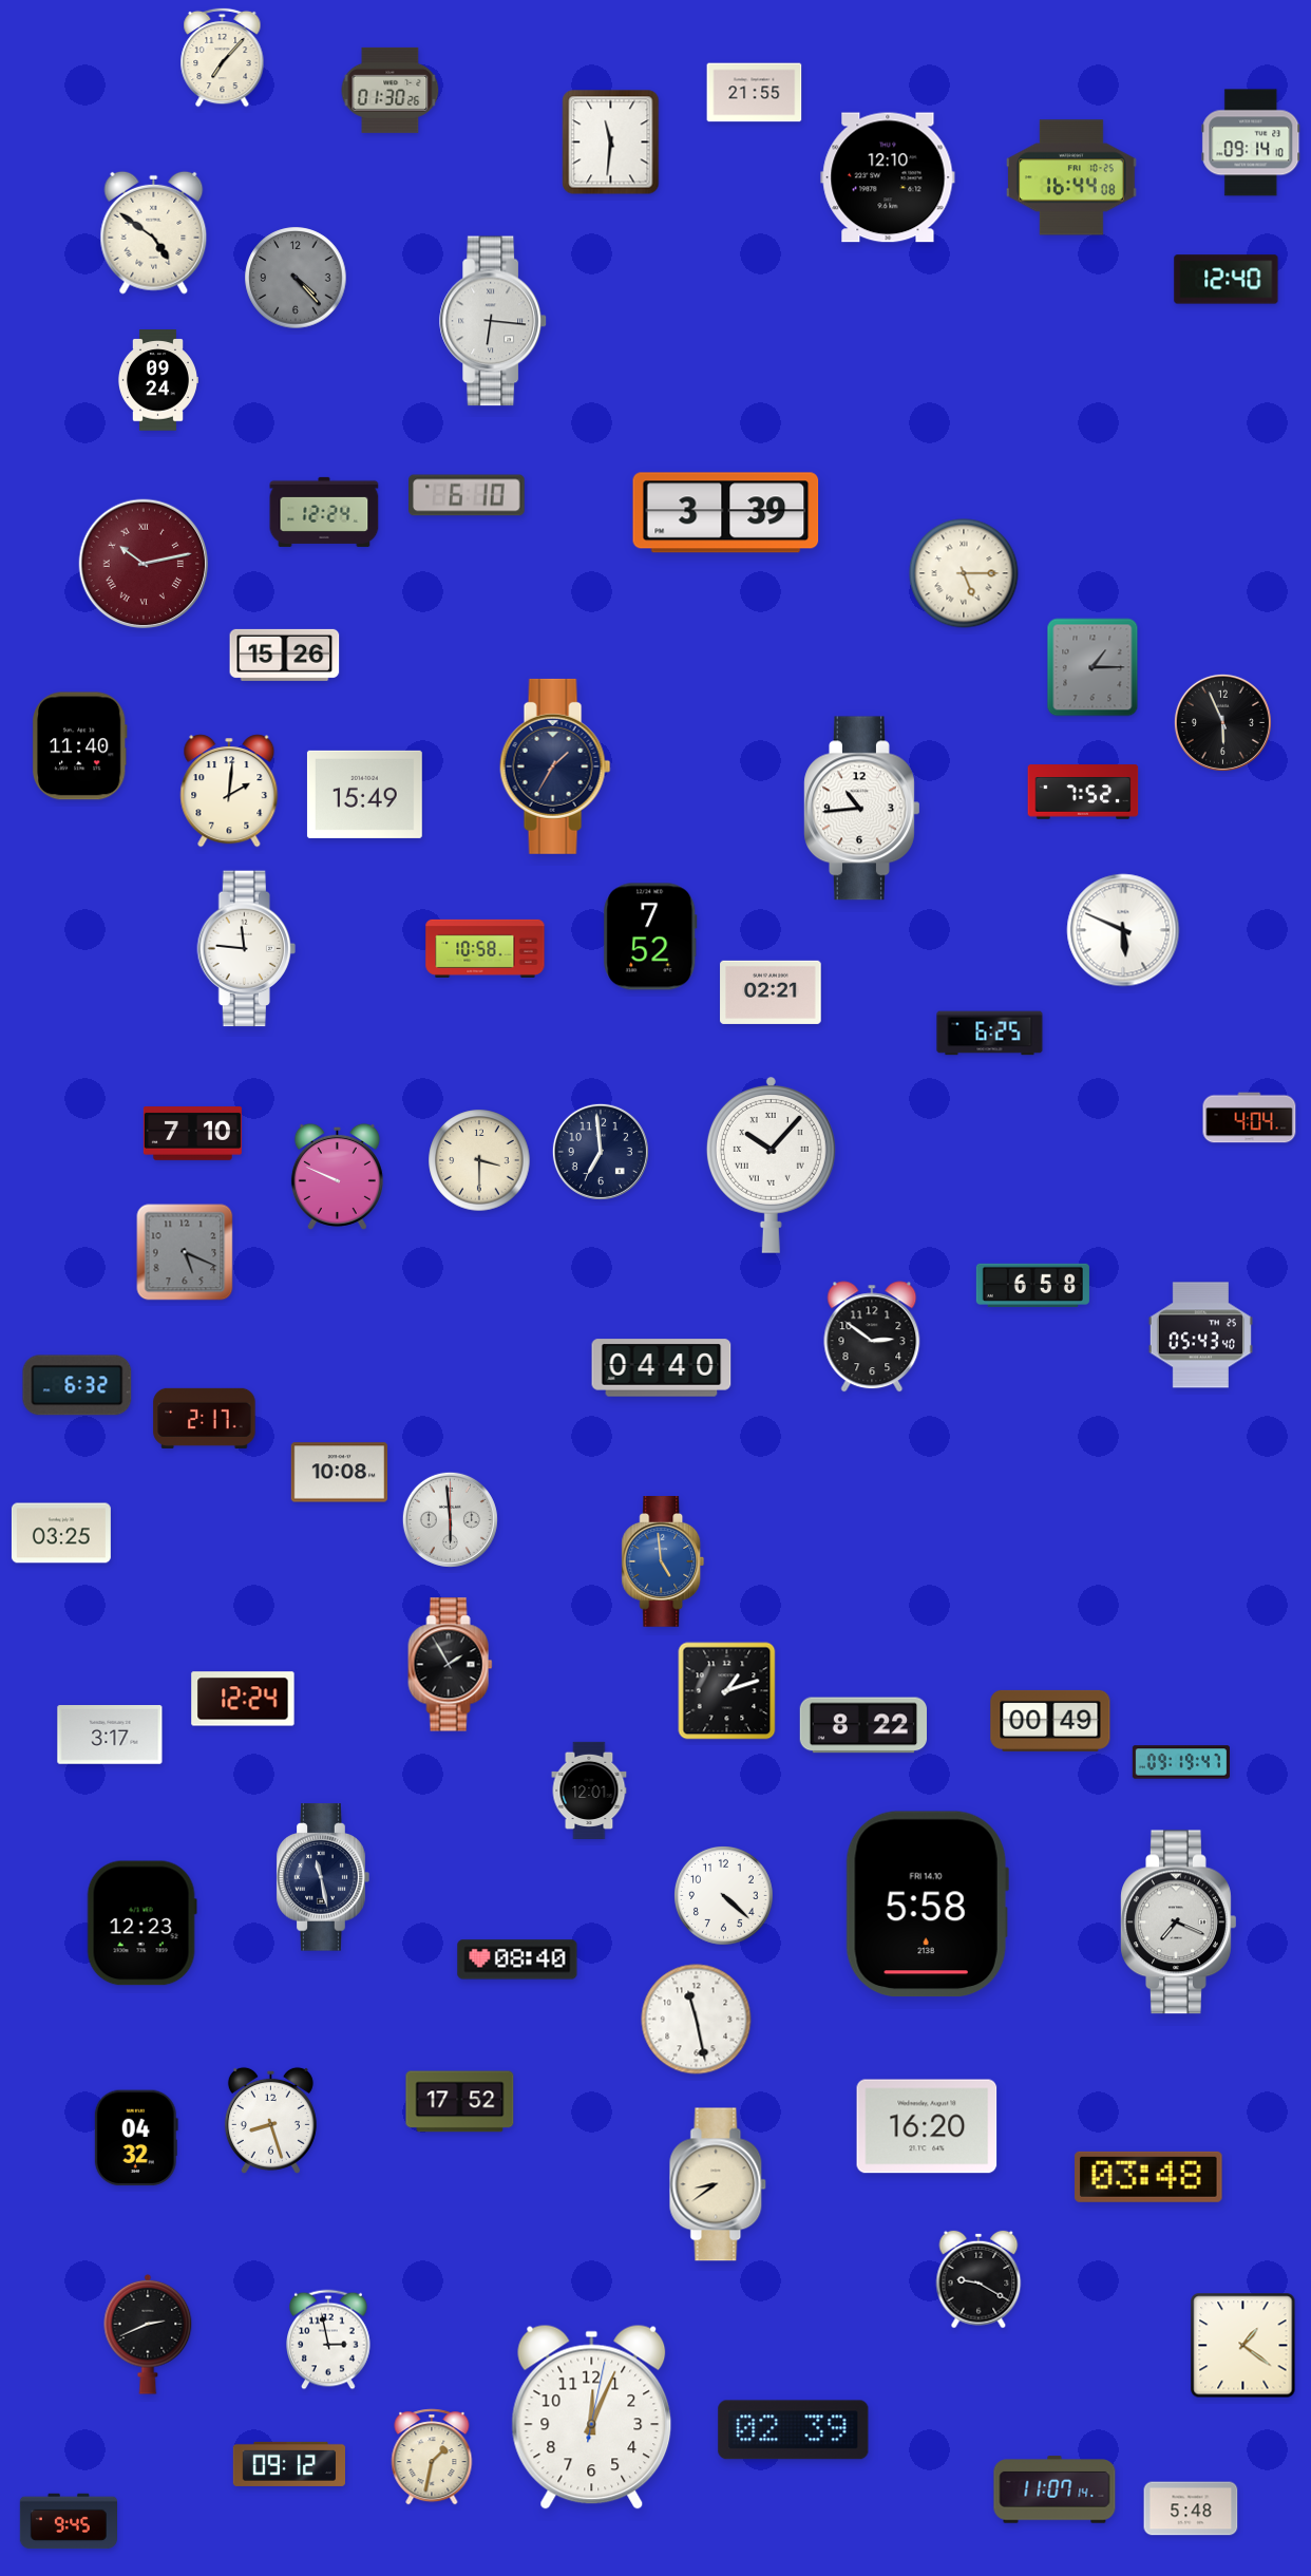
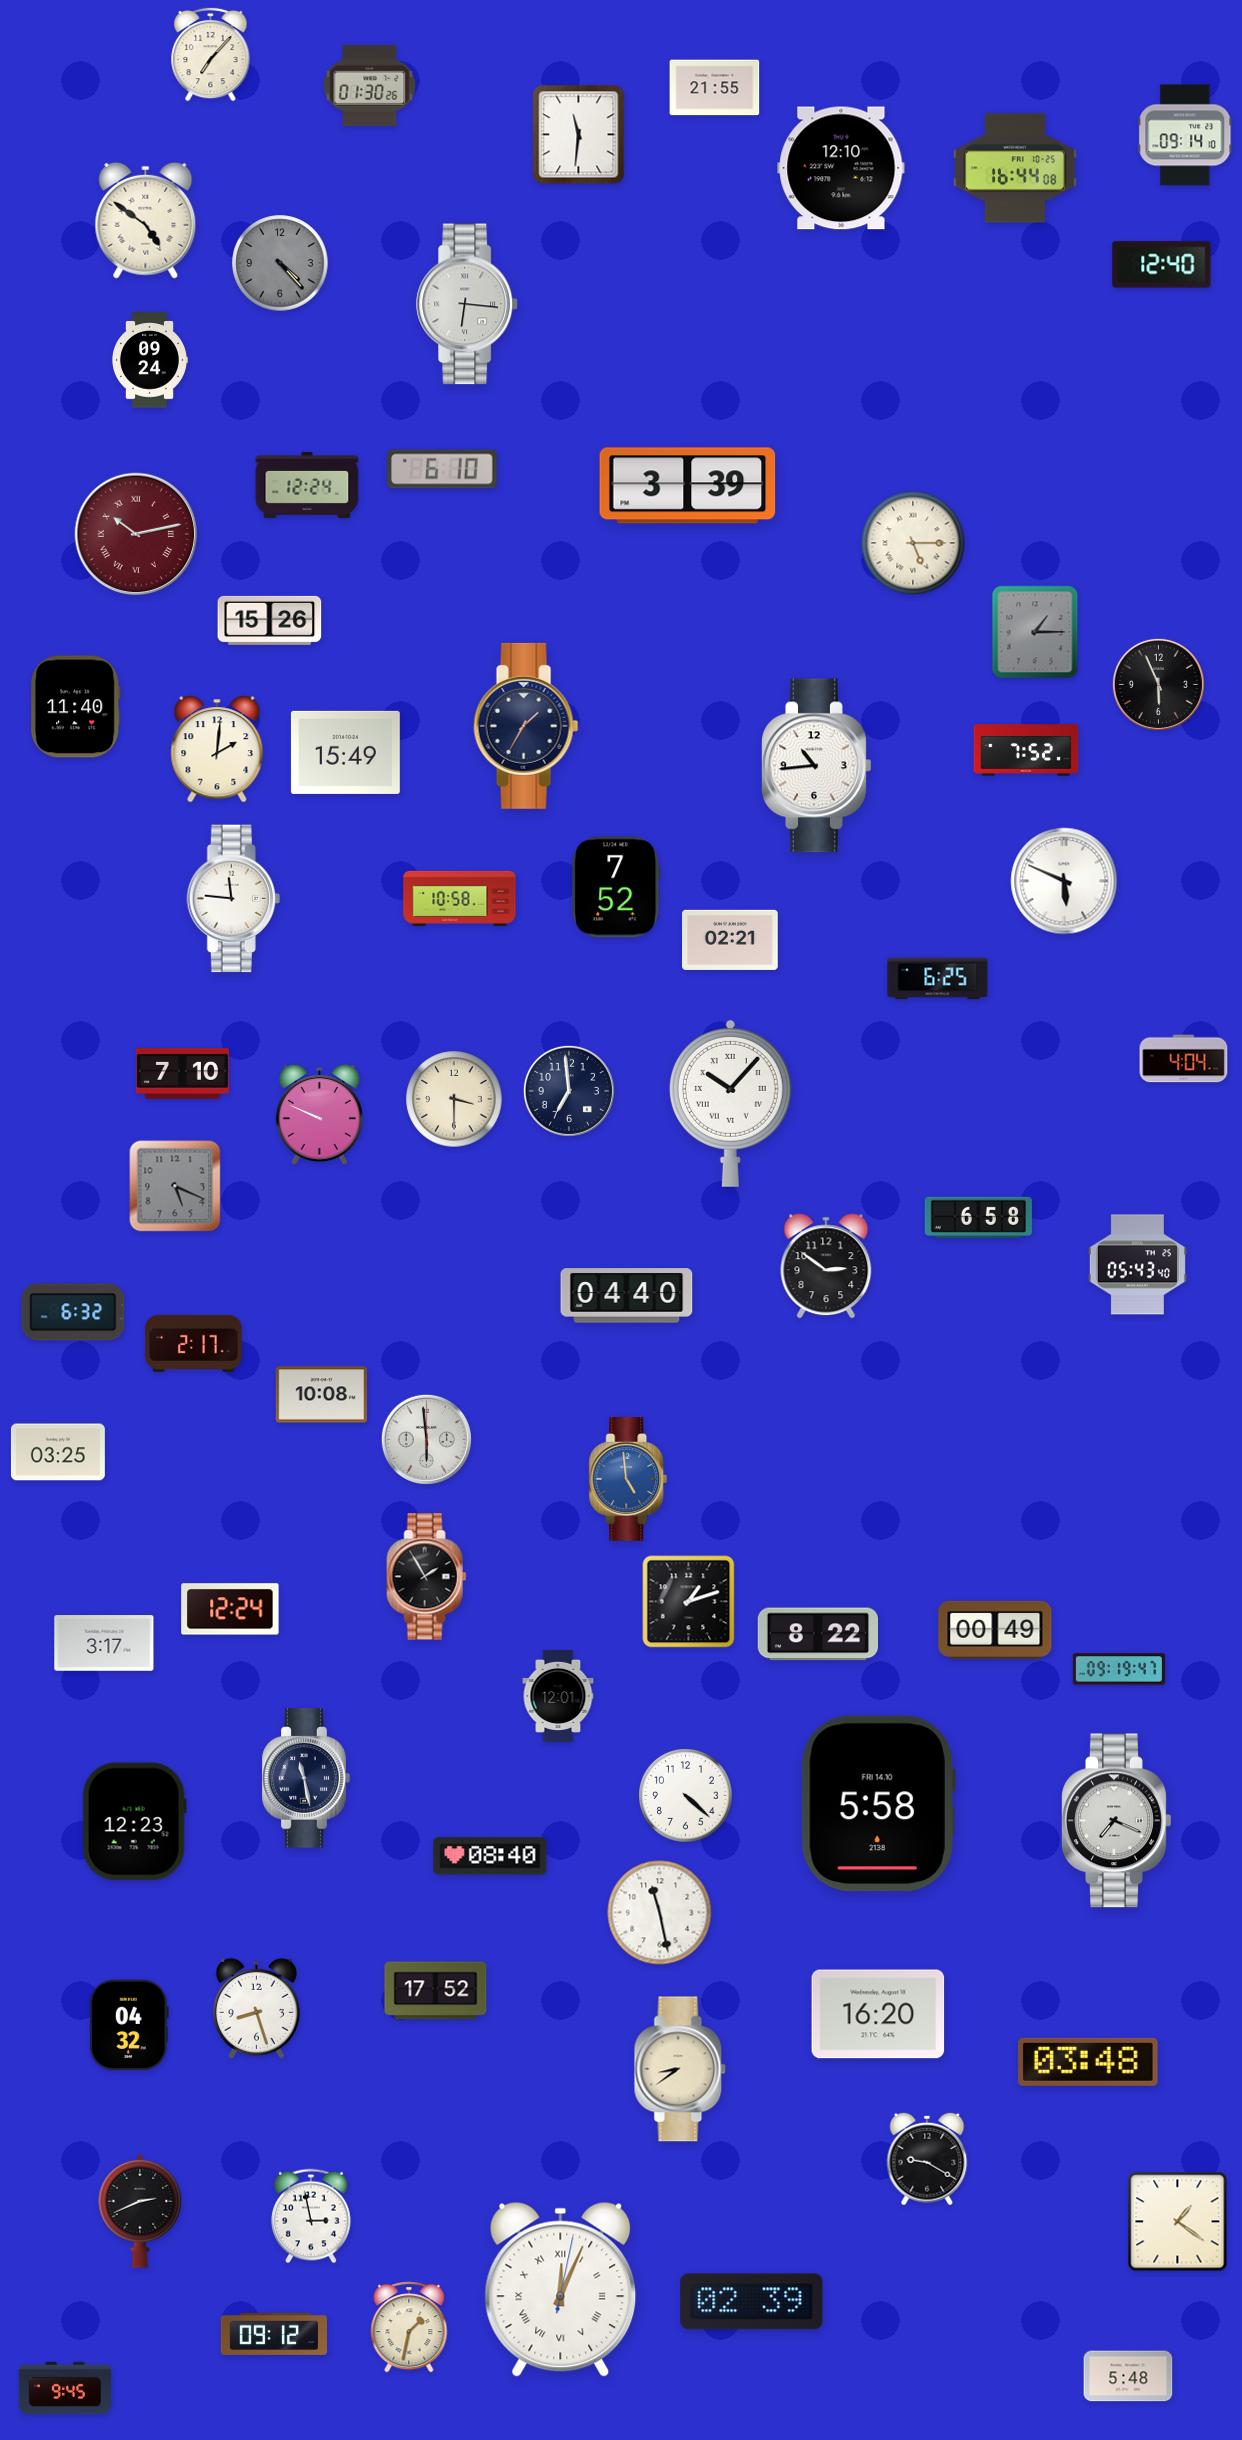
clock at (592, 2417) numerals: Arabic -> Roman
clock at (1054, 2489): 11:07 -> none
